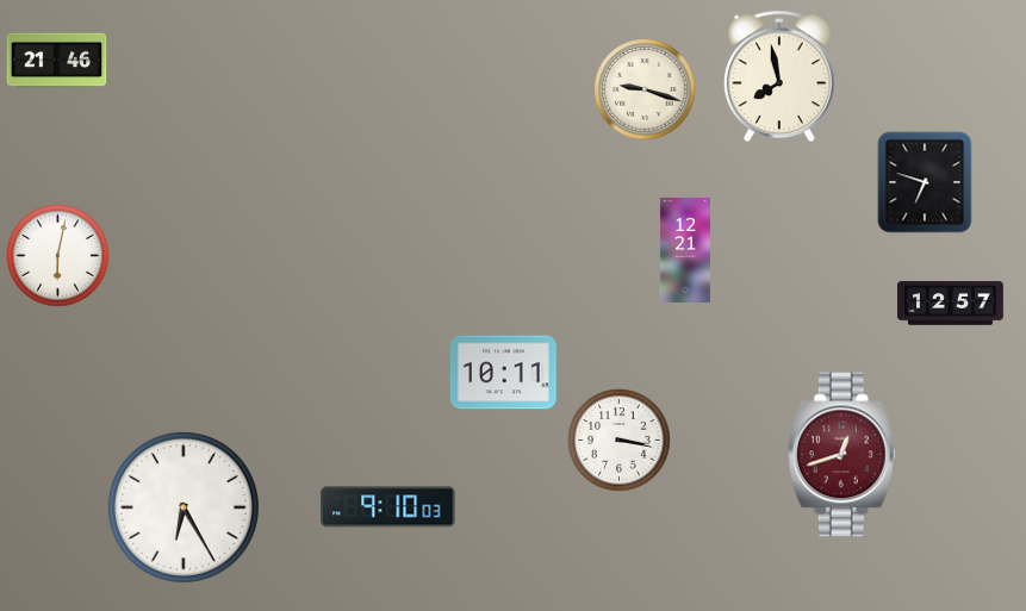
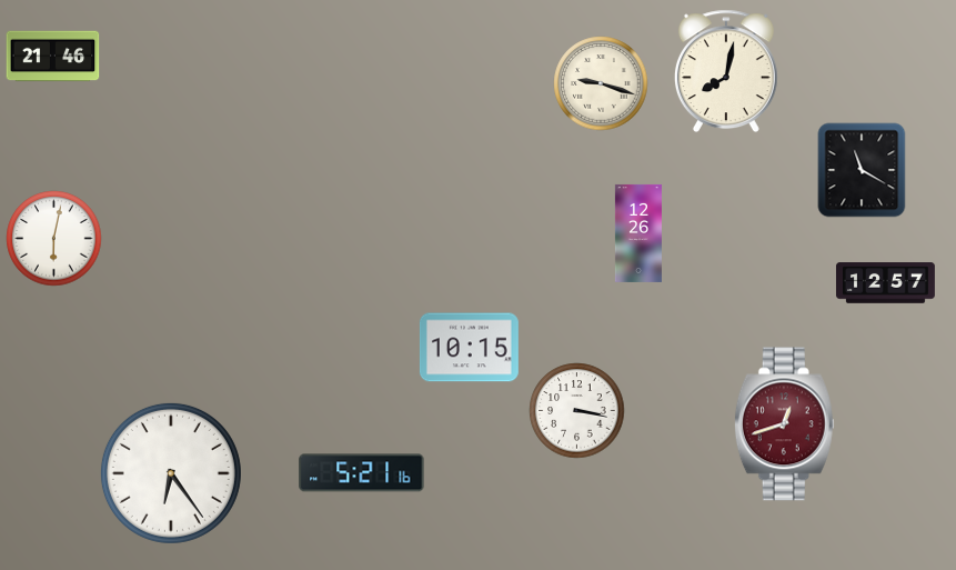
clock at (779, 76): 7:58 -> 8:02
clock at (925, 182): 6:48 -> 11:20
clock at (685, 250): 12:21 -> 12:26
clock at (503, 373): 10:11 -> 10:15
clock at (184, 507): 6:25 -> 6:24
clock at (388, 507): 9:10 -> 5:21
